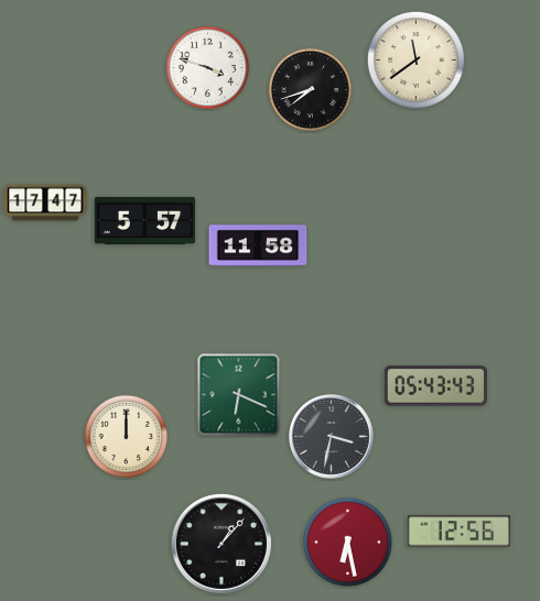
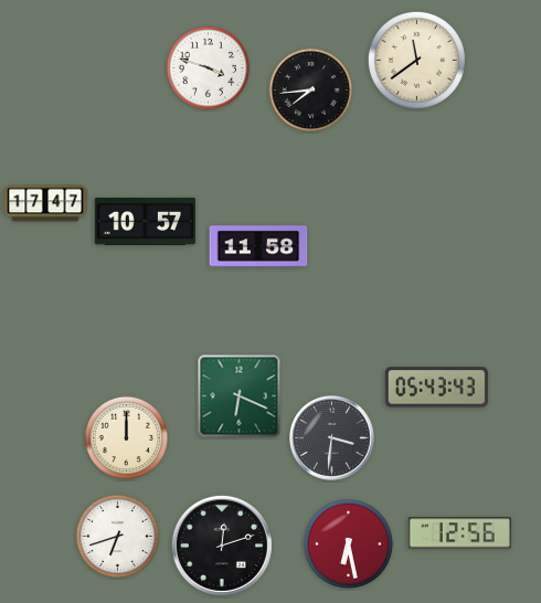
clock at (310, 89): 7:42 -> 7:44
clock at (145, 220): 5:57 -> 10:57
clock at (332, 437): 3:32 -> 3:31
clock at (117, 536): none -> 6:42
clock at (222, 544): 1:07 -> 12:12
